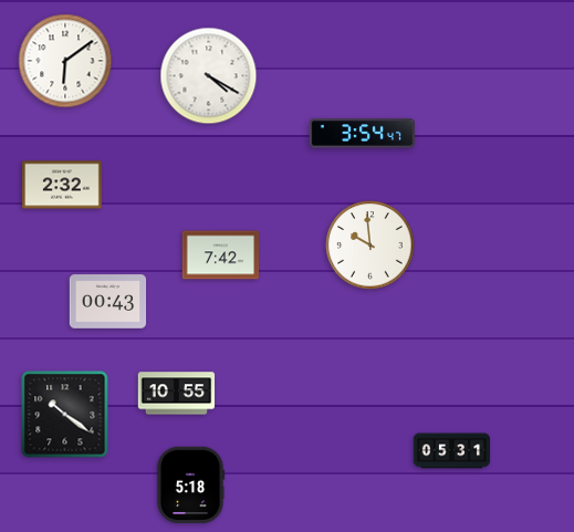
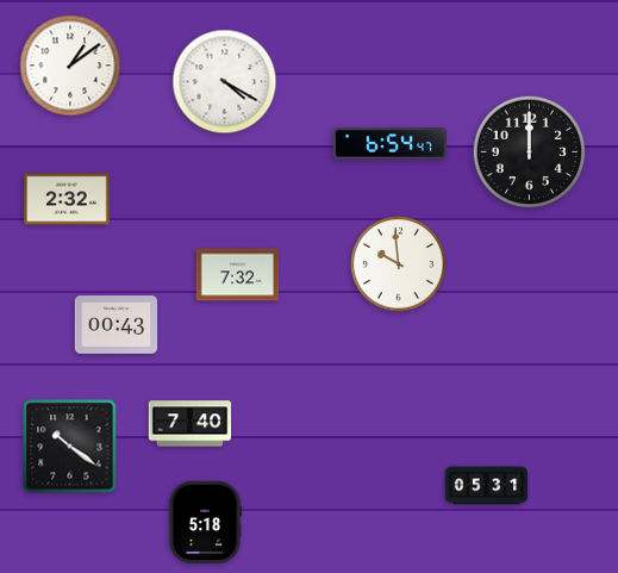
clock at (65, 61): 6:09 -> 1:09
clock at (363, 134): 3:54 -> 6:54
clock at (530, 152): none -> 12:00
clock at (221, 255): 7:42 -> 7:32
clock at (177, 394): 10:55 -> 7:40
